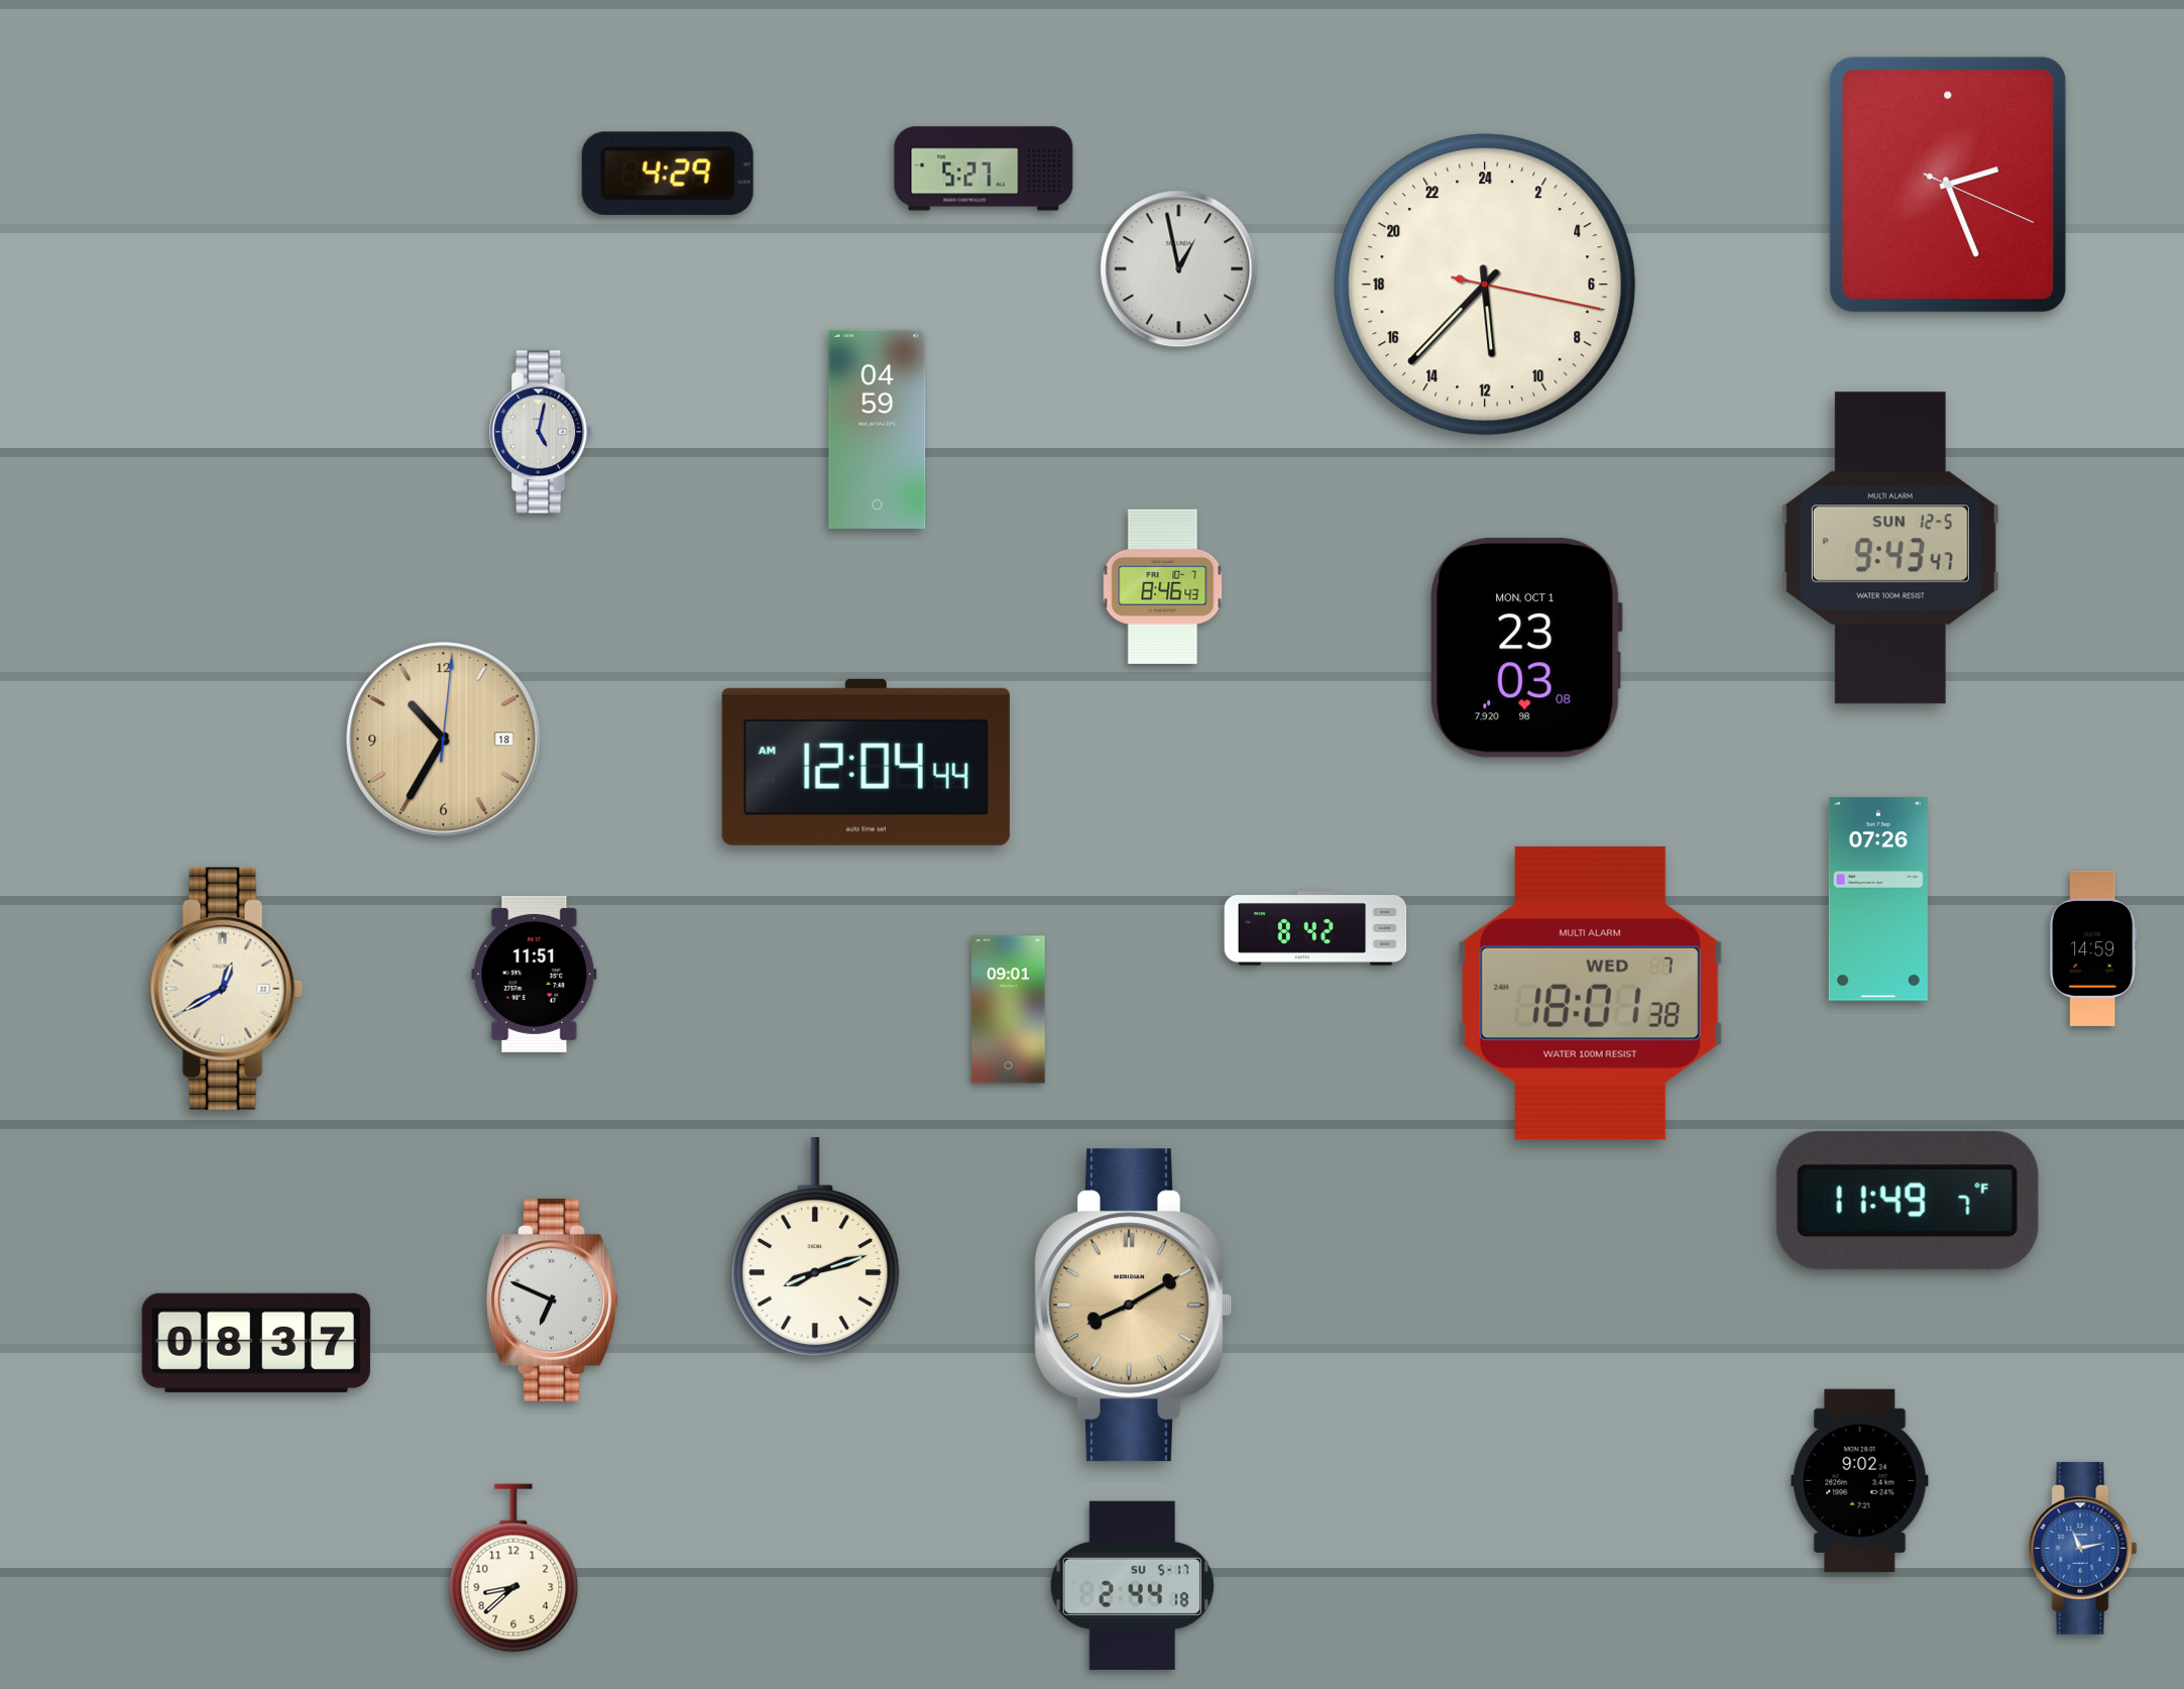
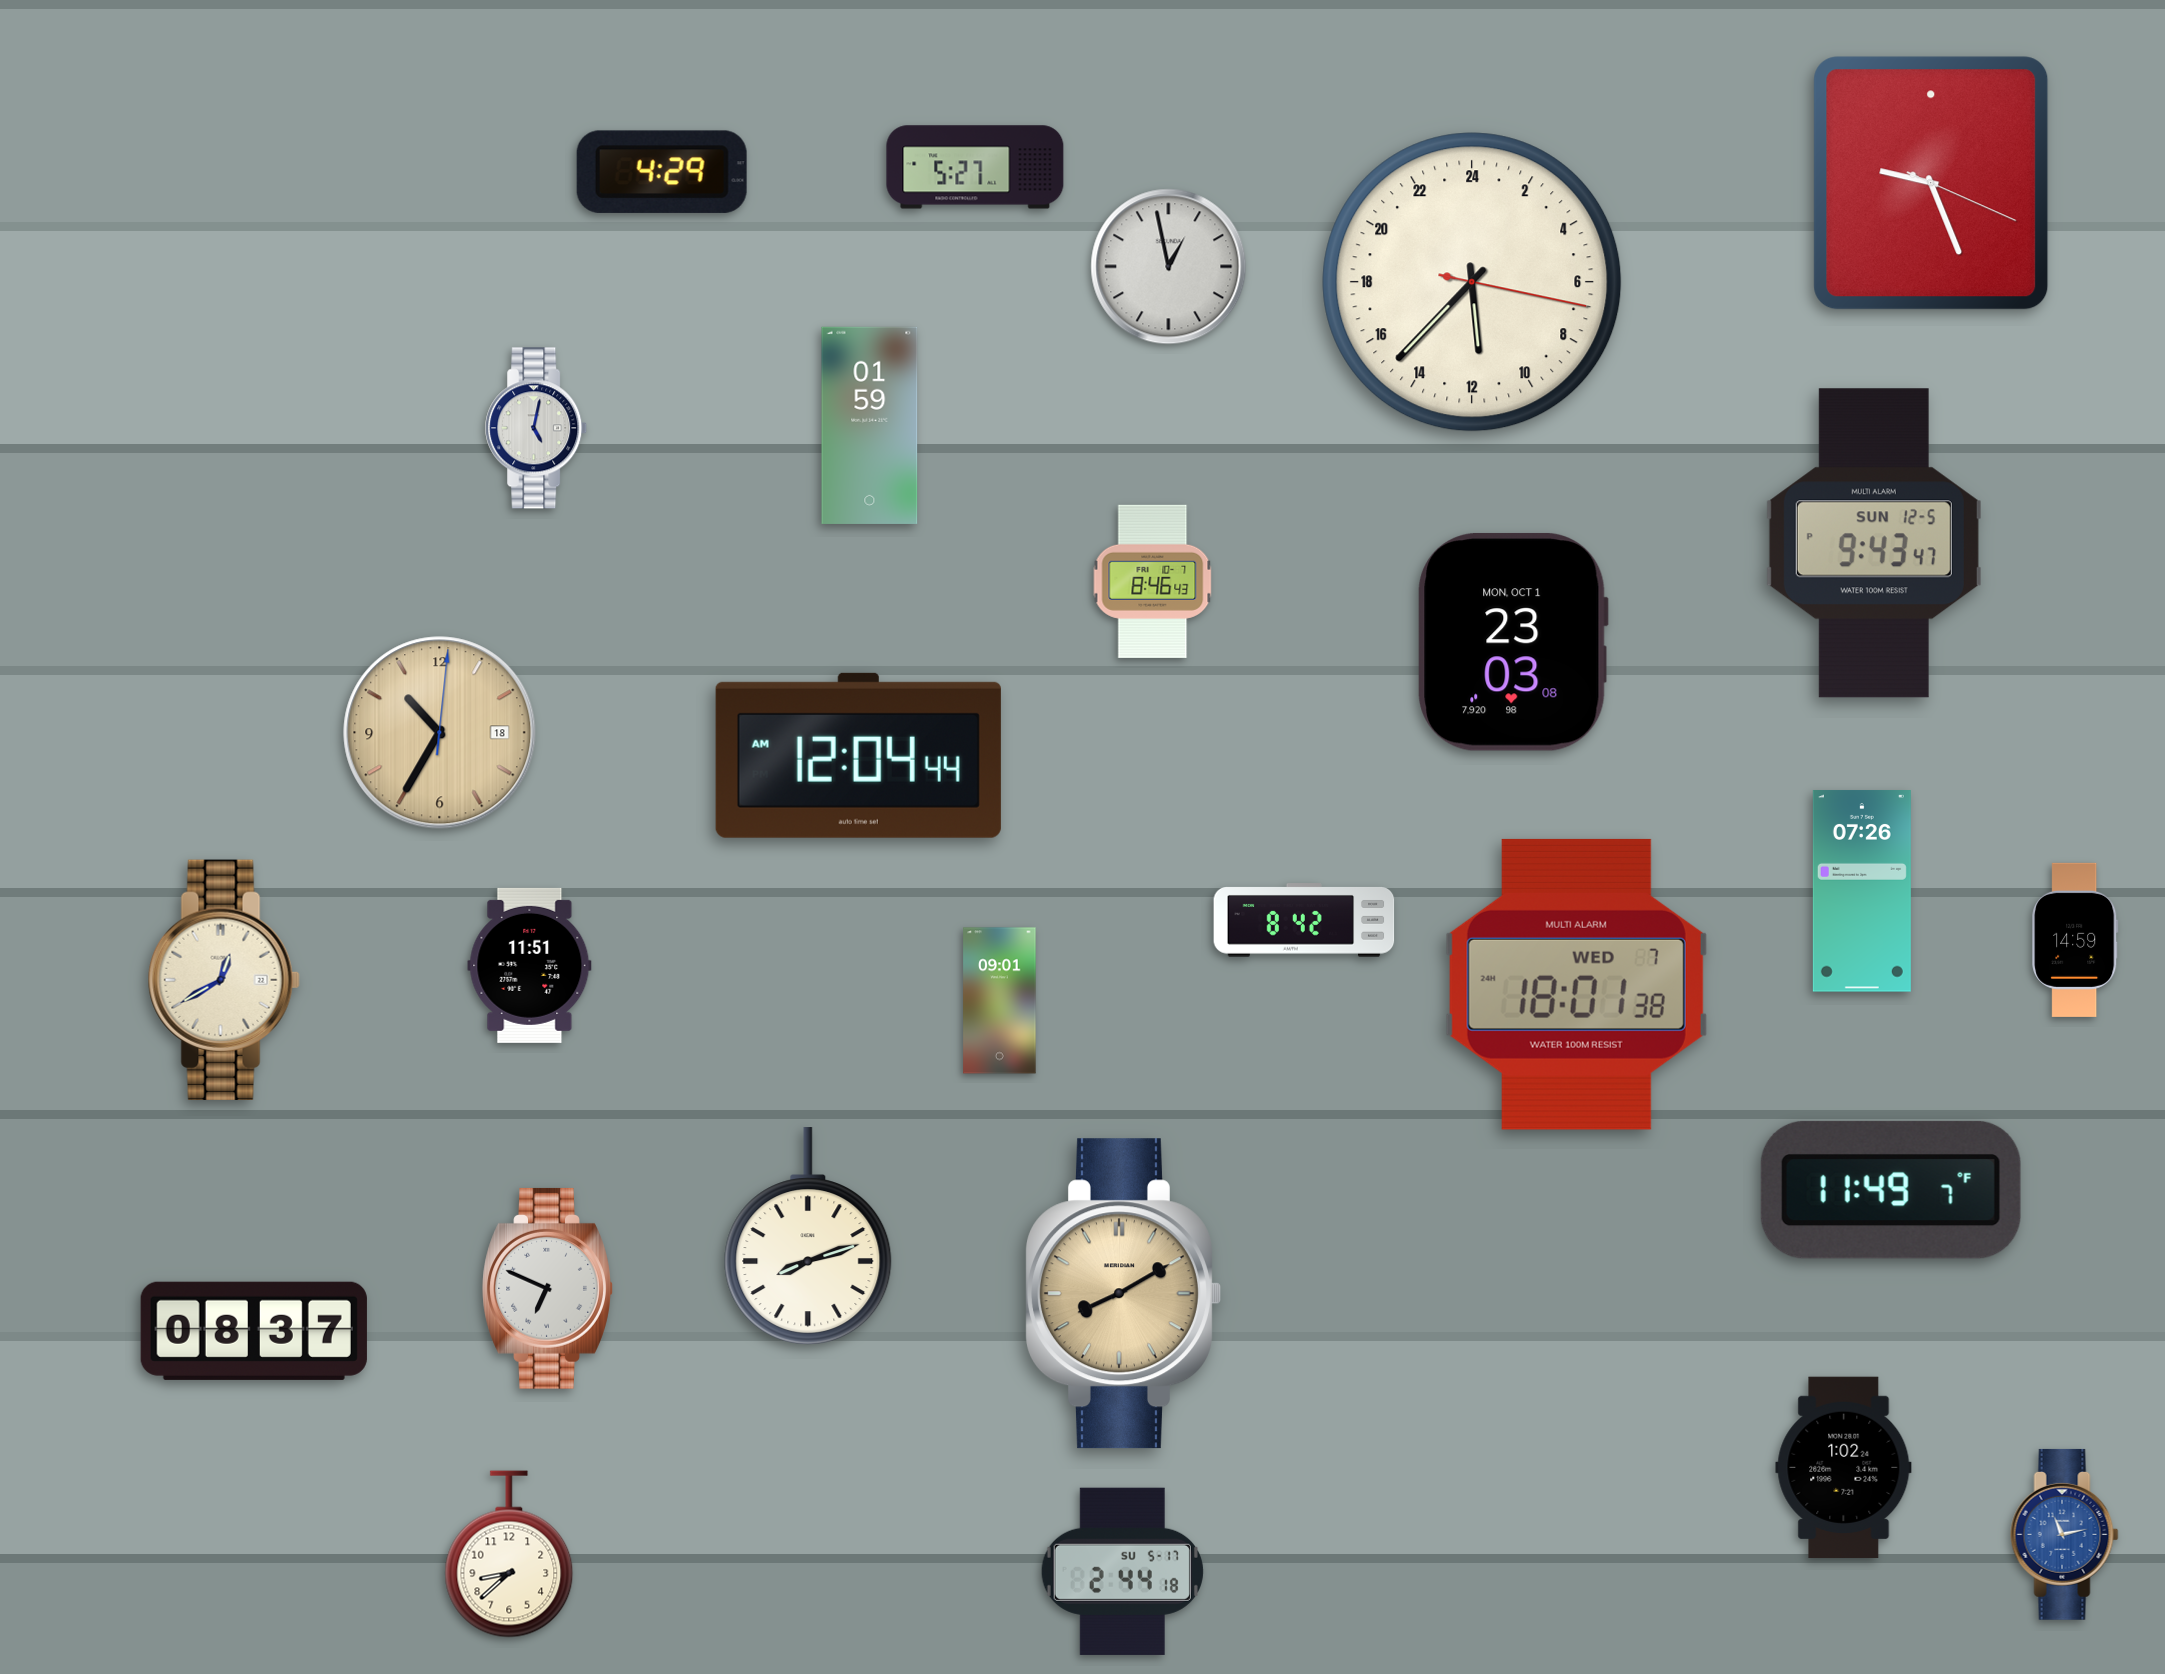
clock at (1948, 185): 2:26 -> 9:26
clock at (878, 429): 04:59 -> 01:59
clock at (1860, 1481): 9:02 -> 1:02
